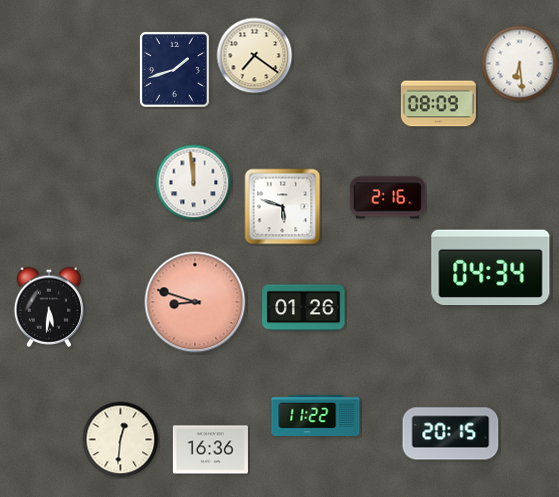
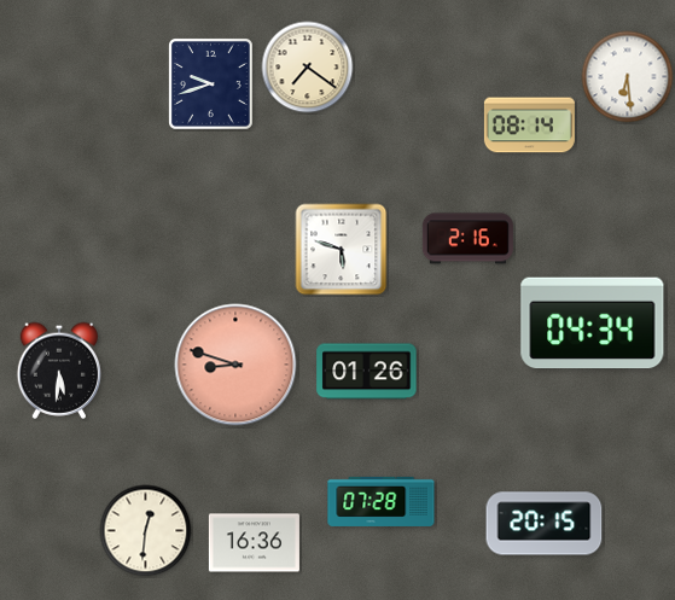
clock at (175, 70): 1:42 -> 9:42
clock at (438, 104): 08:09 -> 08:14
clock at (194, 183): 11:59 -> none
clock at (316, 415): 11:22 -> 07:28
